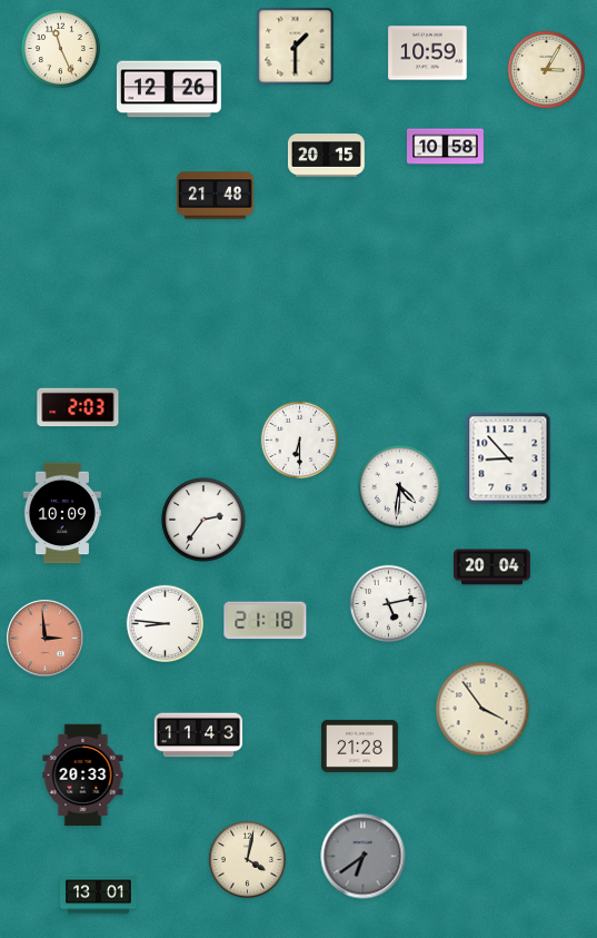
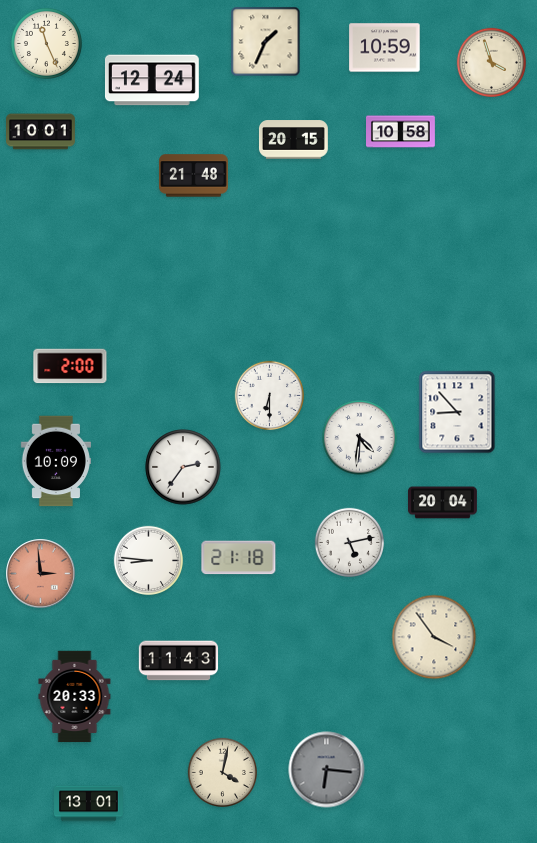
clock at (296, 47): 1:30 -> 1:34
clock at (60, 48) position: (60, 48) -> (46, 43)
clock at (546, 69): 3:05 -> 3:57
clock at (169, 89): 12:26 -> 12:24
clock at (41, 132): none -> 10:01
clock at (78, 407): 2:03 -> 2:00
clock at (492, 567) position: (492, 567) -> (443, 503)
clock at (360, 746): 21:28 -> none
clock at (364, 857): 6:39 -> 6:16
